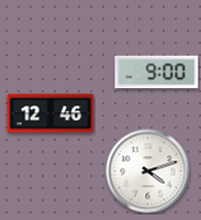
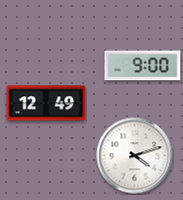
clock at (51, 113): 12:46 -> 12:49
